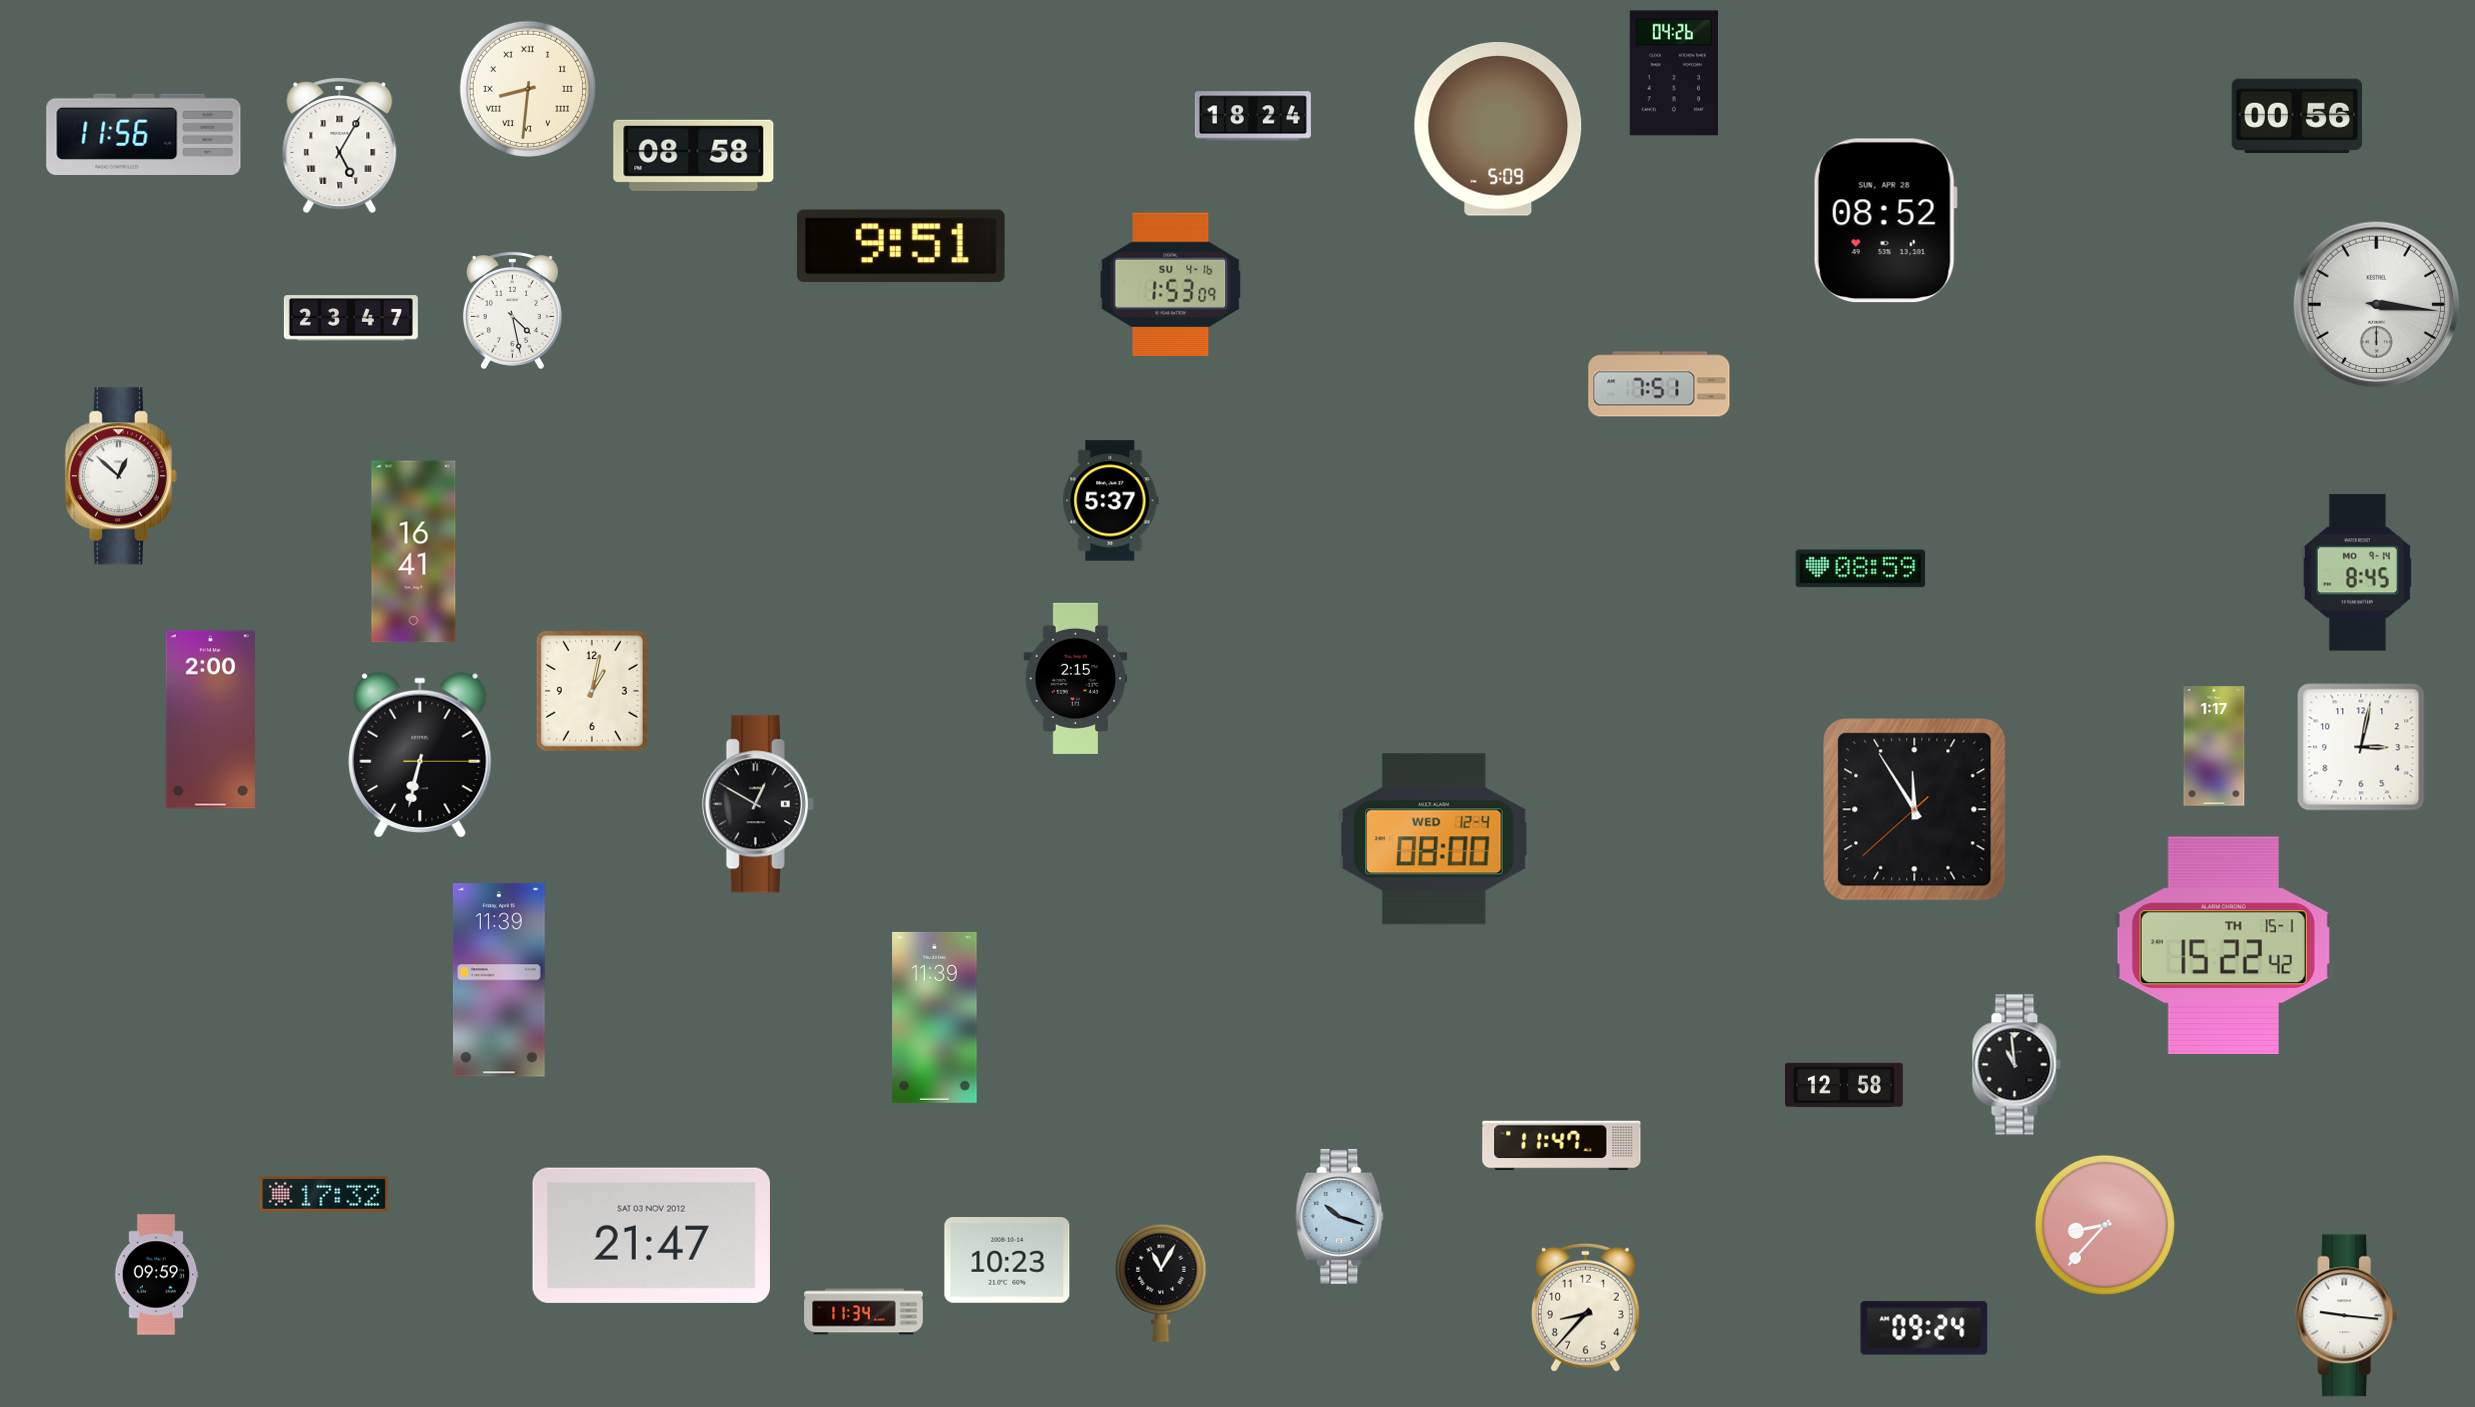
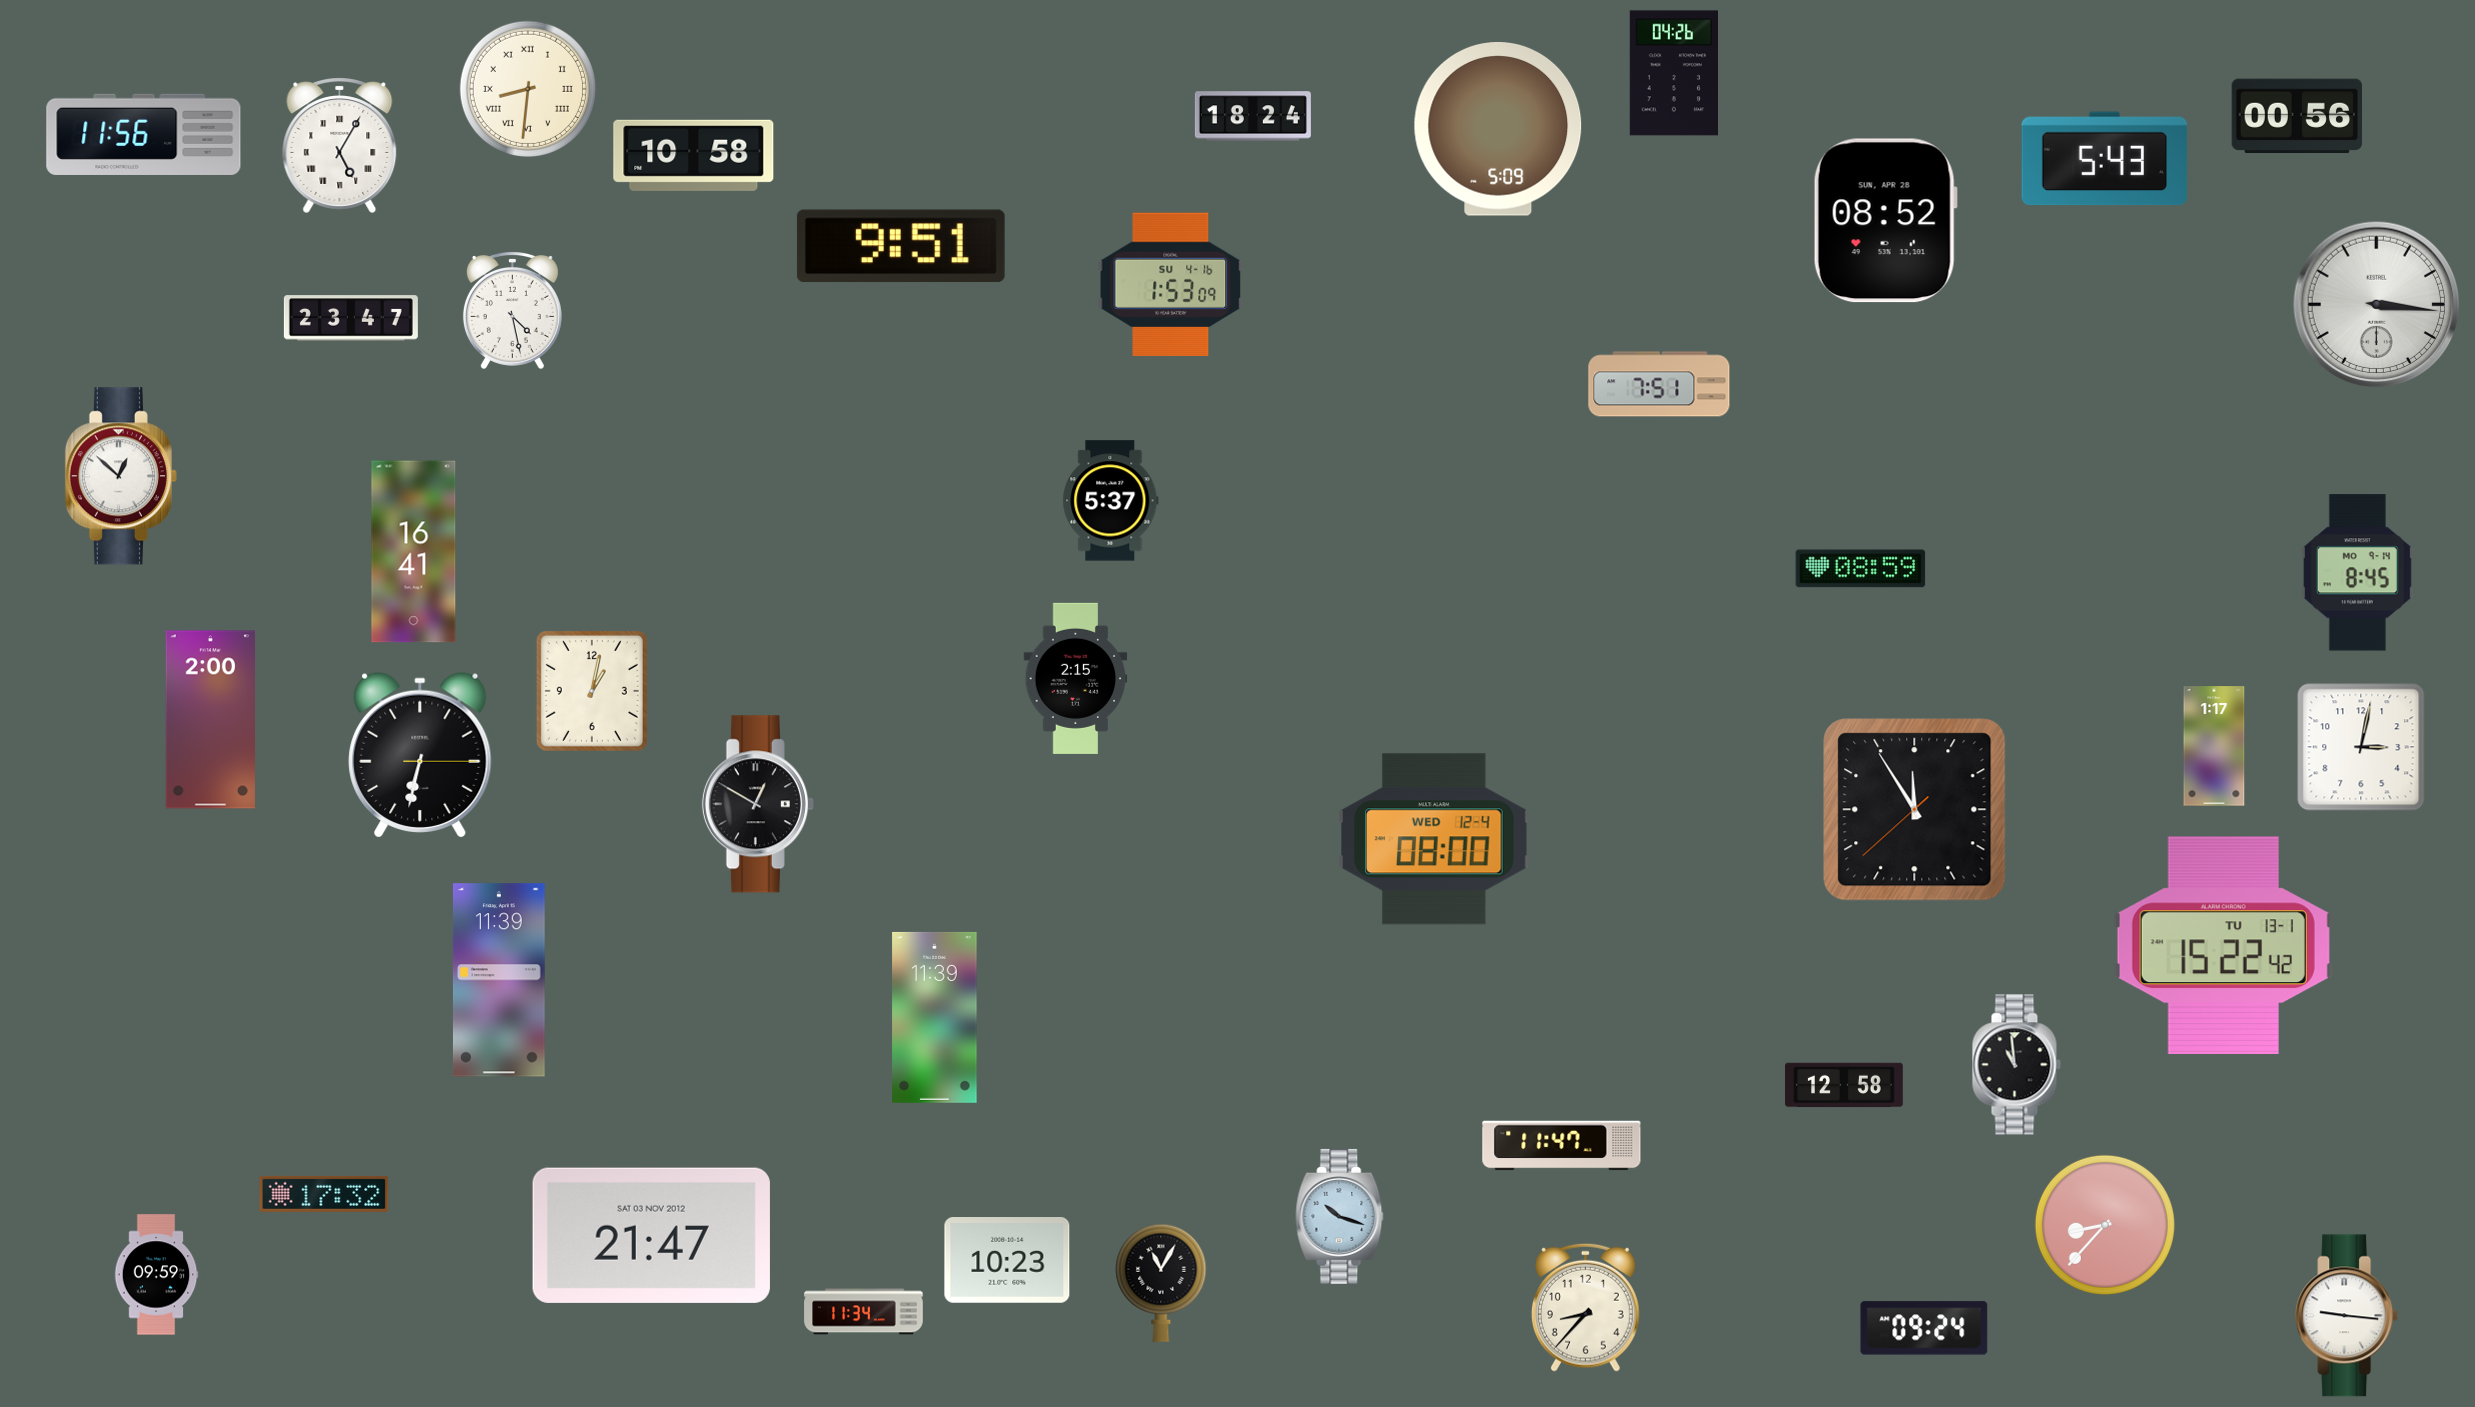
clock at (694, 155): 08:58 -> 10:58
clock at (2105, 159): none -> 5:43
clock at (2223, 945) date: TH 15-1 -> TU 13-1
